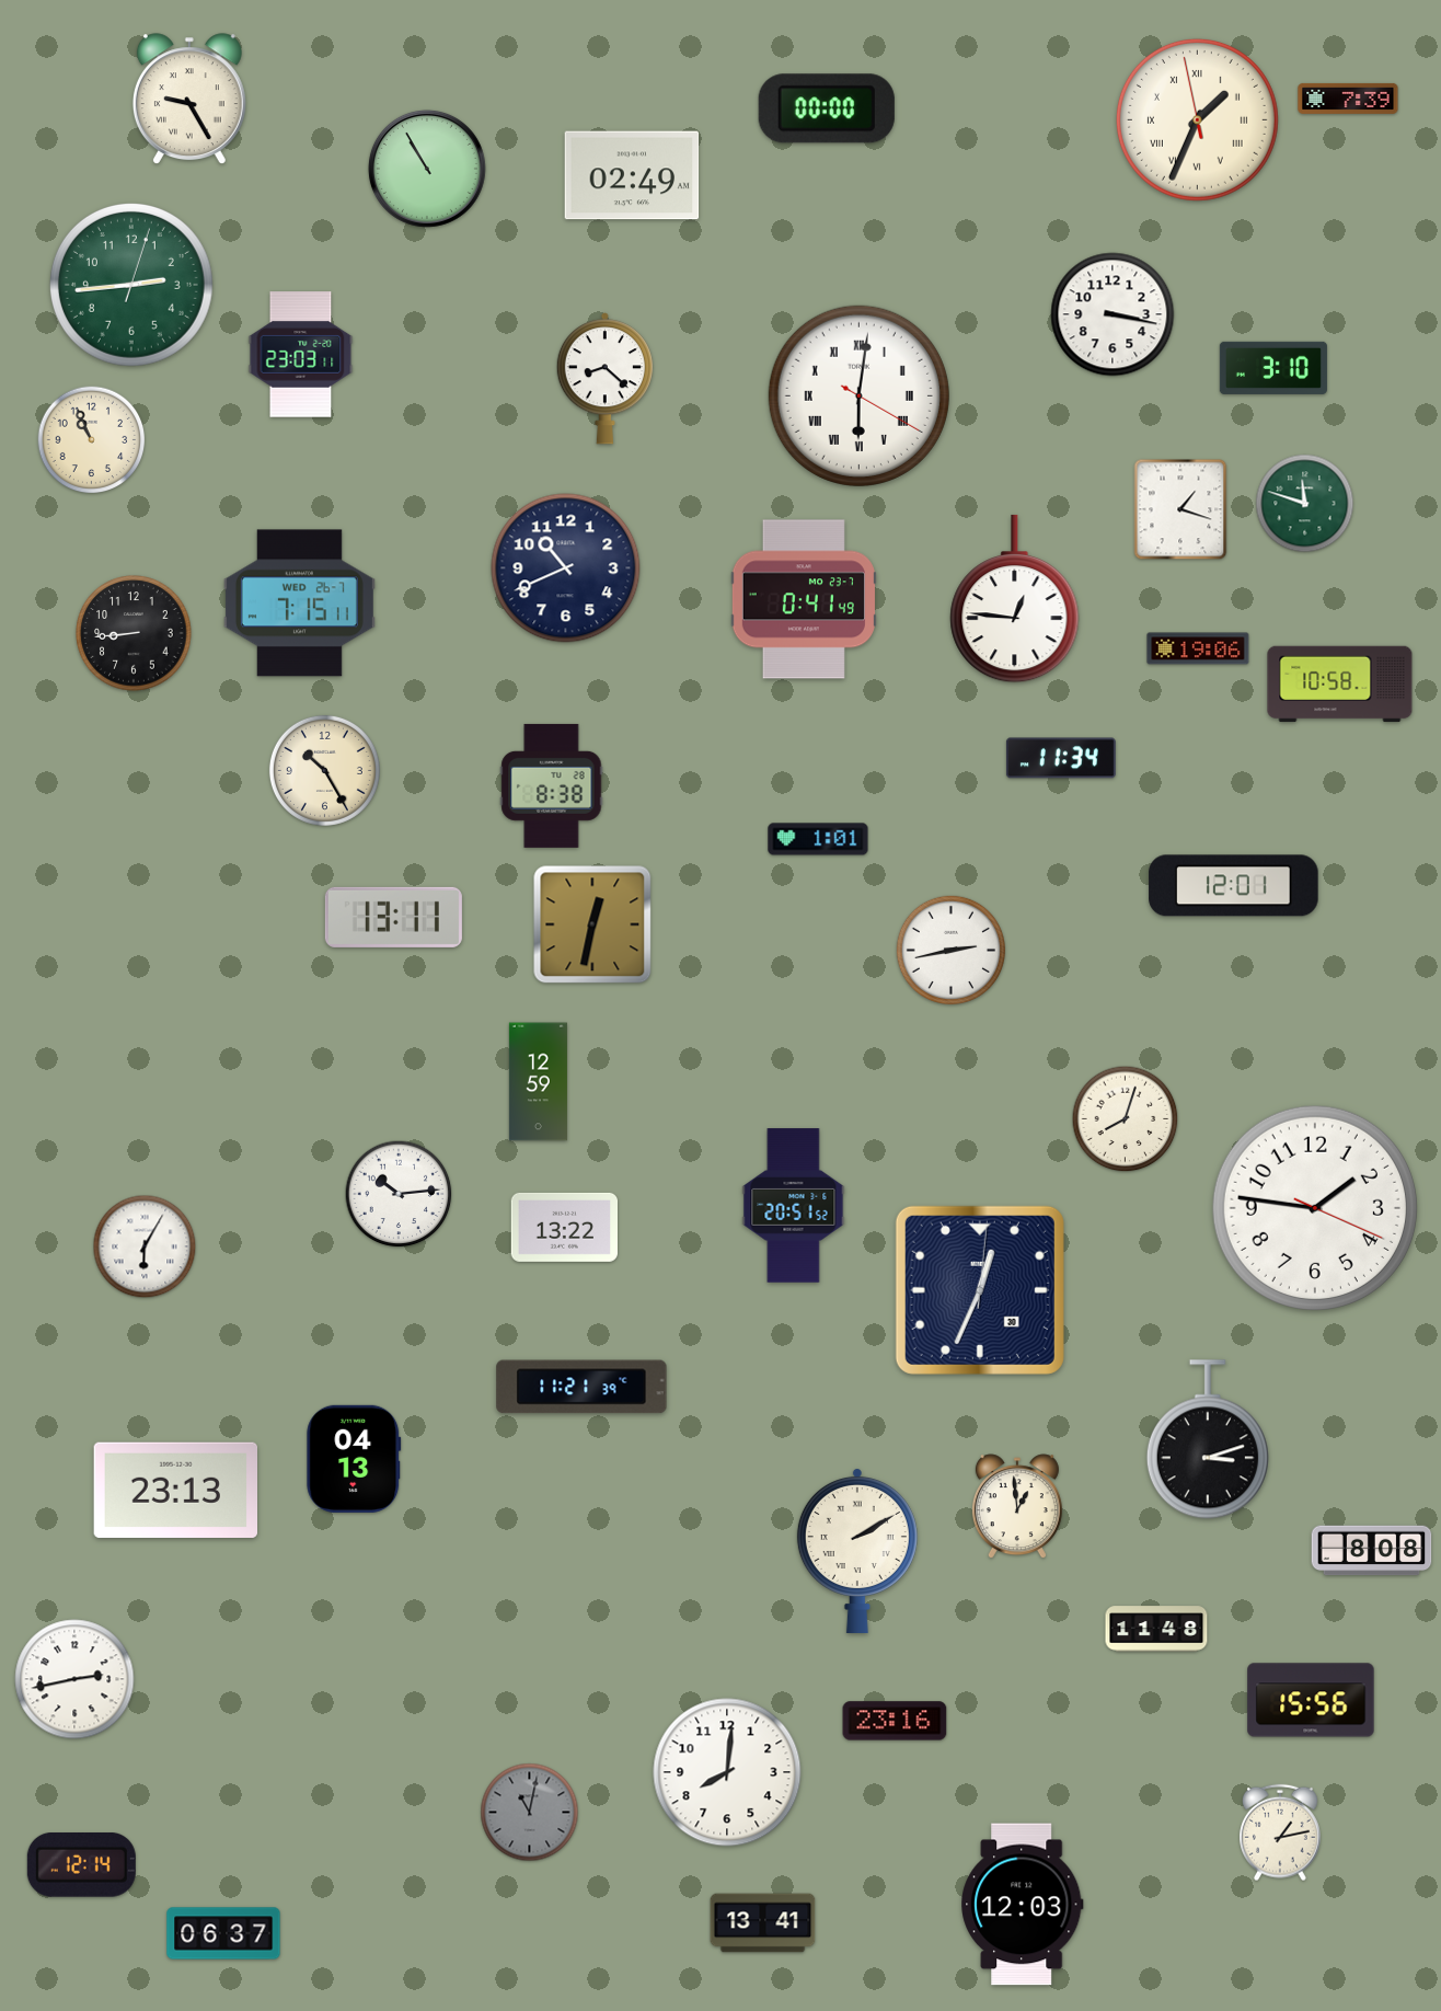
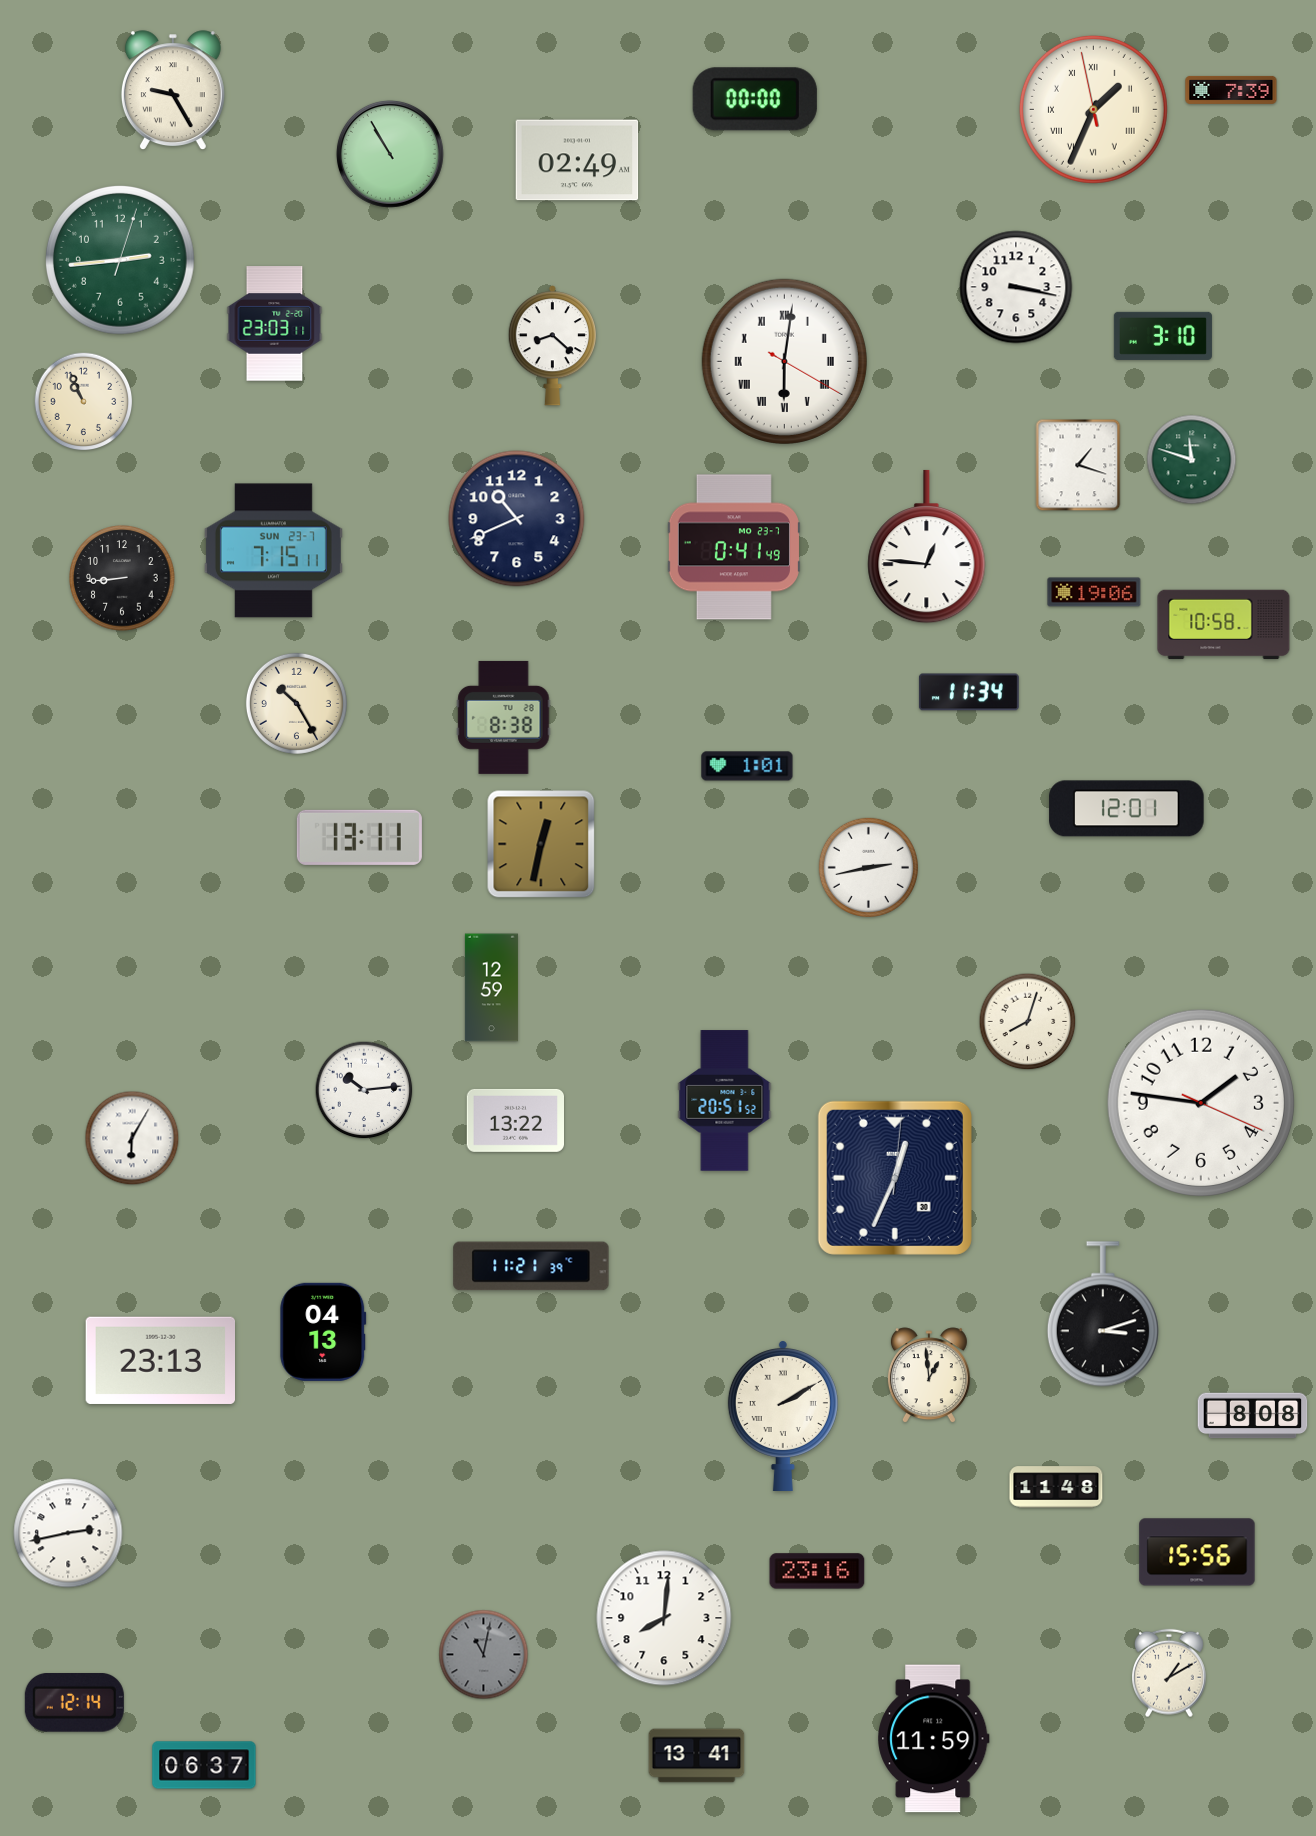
clock at (299, 604) date: WED 26-7 -> SUN 23-7
clock at (1281, 1832): 1:13 -> 1:10
clock at (1023, 1905): 12:03 -> 11:59
